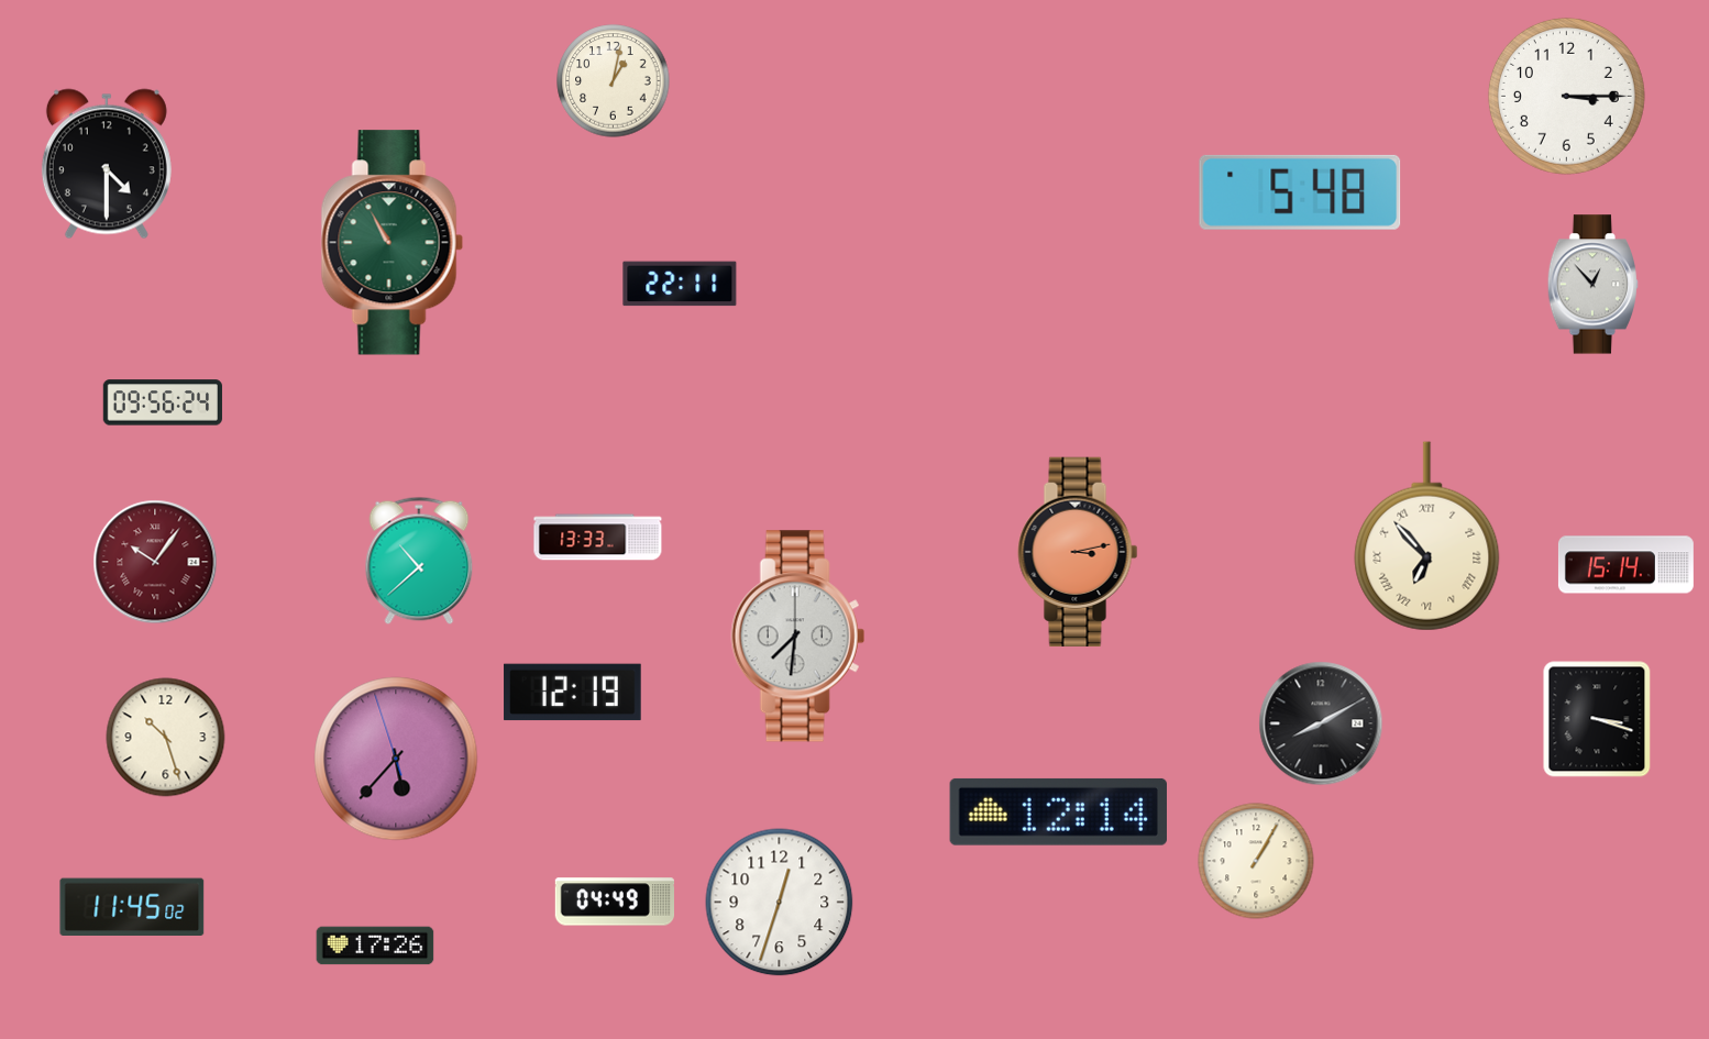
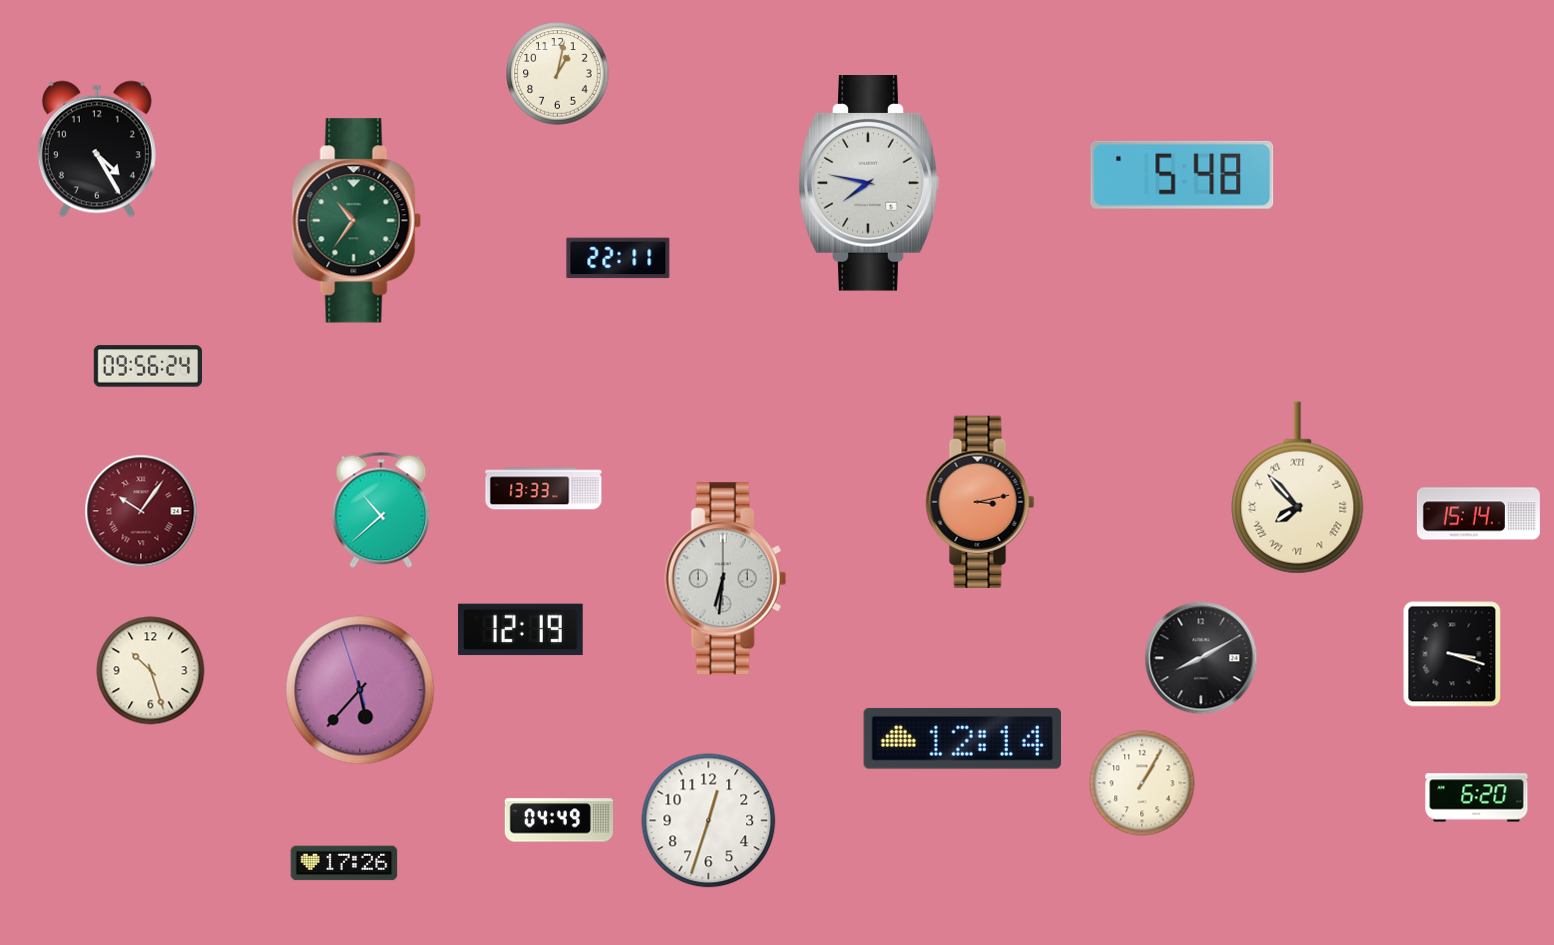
clock at (1566, 96): 3:15 -> none
clock at (107, 164): 4:30 -> 4:25
clock at (869, 184): none -> 7:47
clock at (392, 243): 10:55 -> 10:36
clock at (1594, 285): 12:53 -> none
clock at (1427, 537): 6:53 -> 7:53
clock at (797, 637): 7:31 -> 6:31
clock at (1477, 798): none -> 6:20
clock at (132, 906): 11:45 -> none
clock at (375, 946) position: (375, 946) -> (344, 863)
